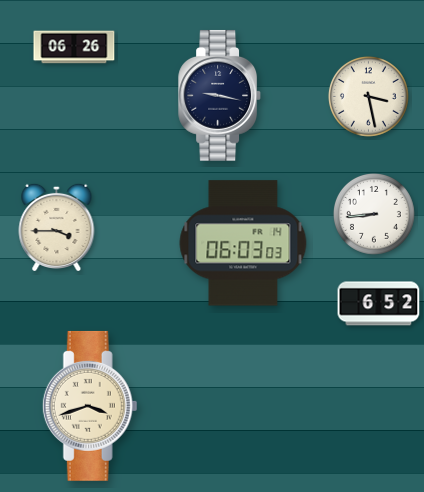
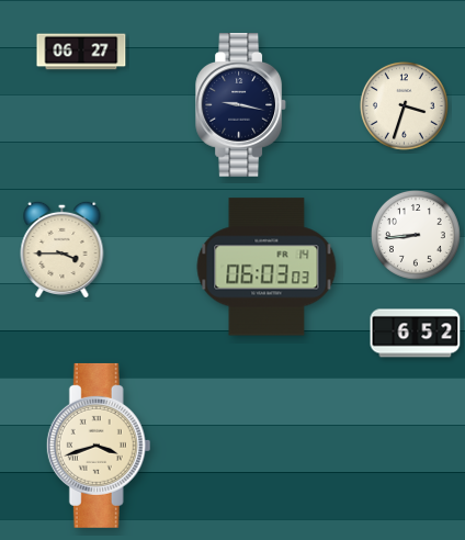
clock at (74, 47): 06:26 -> 06:27
clock at (368, 96): 3:28 -> 3:33
clock at (374, 214) position: (374, 214) -> (416, 235)
